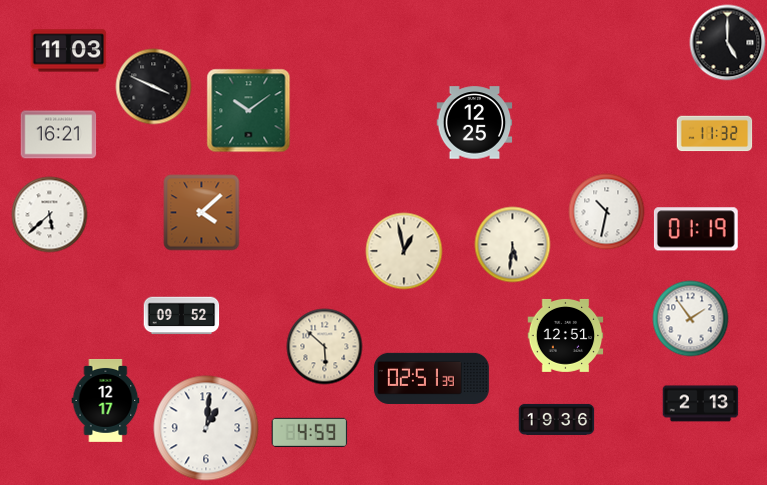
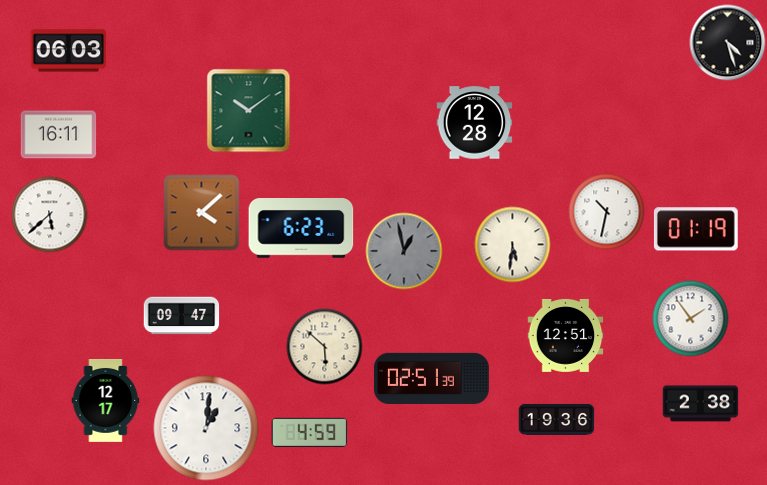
clock at (728, 43): 5:00 -> 4:27
clock at (69, 51): 11:03 -> 06:03
clock at (154, 87): 3:49 -> none
clock at (475, 123): 12:25 -> 12:28
clock at (715, 134): 11:32 -> none
clock at (59, 135): 16:21 -> 16:11
clock at (301, 229): none -> 6:23
clock at (404, 251) dial: cream -> grey
clock at (182, 316): 09:52 -> 09:47
clock at (701, 404): 2:13 -> 2:38
